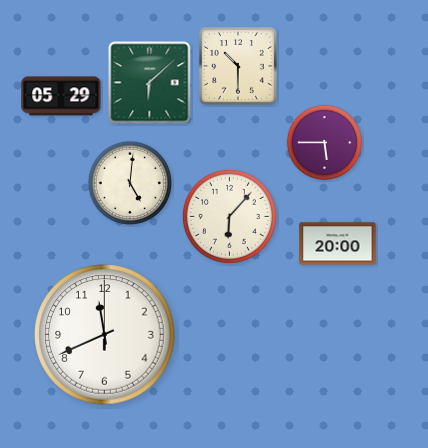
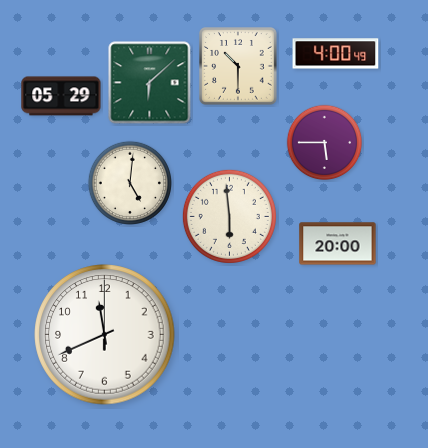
clock at (336, 54): none -> 4:00
clock at (229, 216): 6:07 -> 5:59
